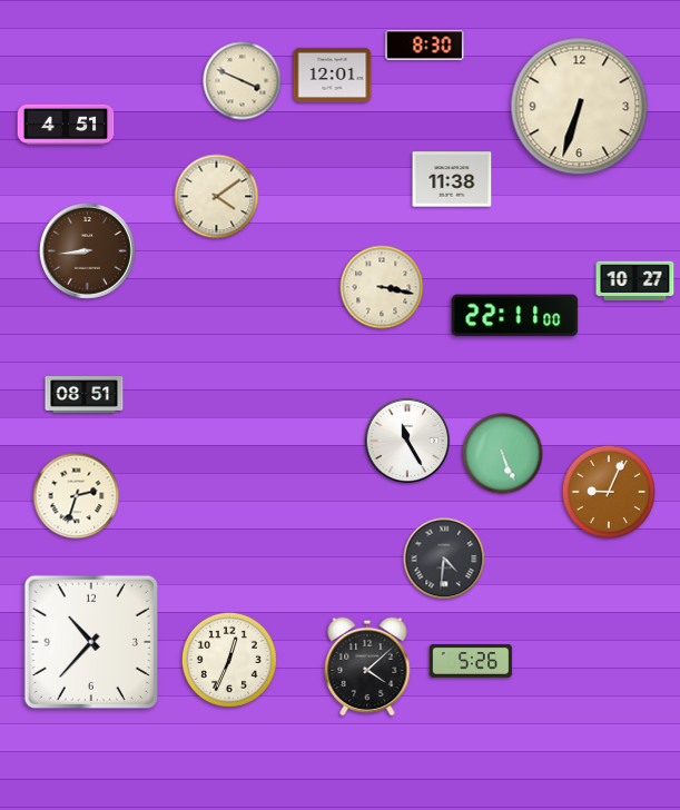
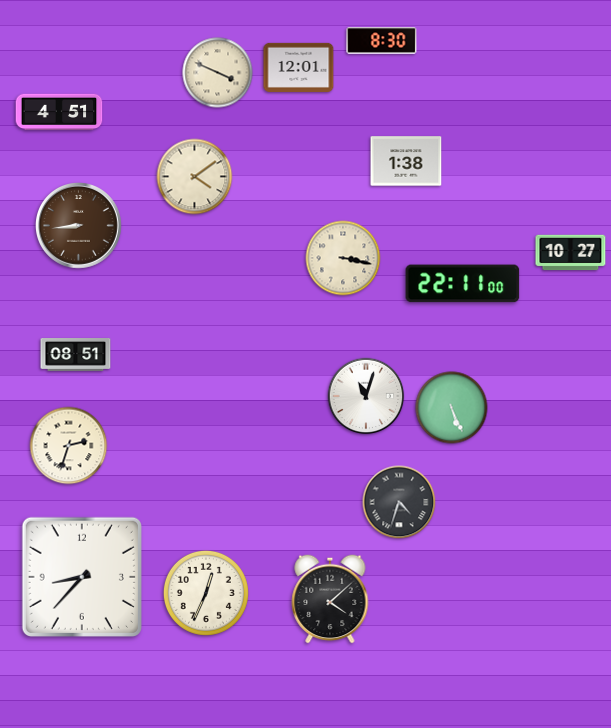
clock at (580, 107): 6:33 -> none
clock at (452, 179): 11:38 -> 1:38
clock at (407, 441): 11:25 -> 11:03
clock at (609, 492): 9:04 -> none
clock at (444, 559): 4:31 -> 4:33
clock at (91, 642): 10:37 -> 8:37
clock at (471, 661): 5:26 -> none
